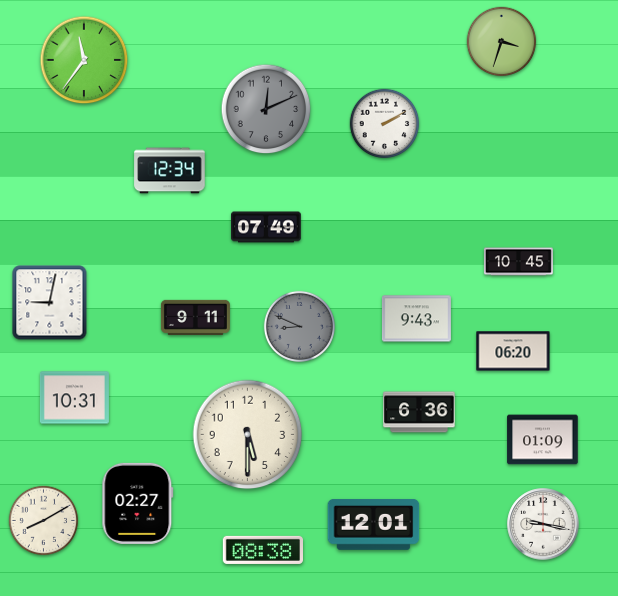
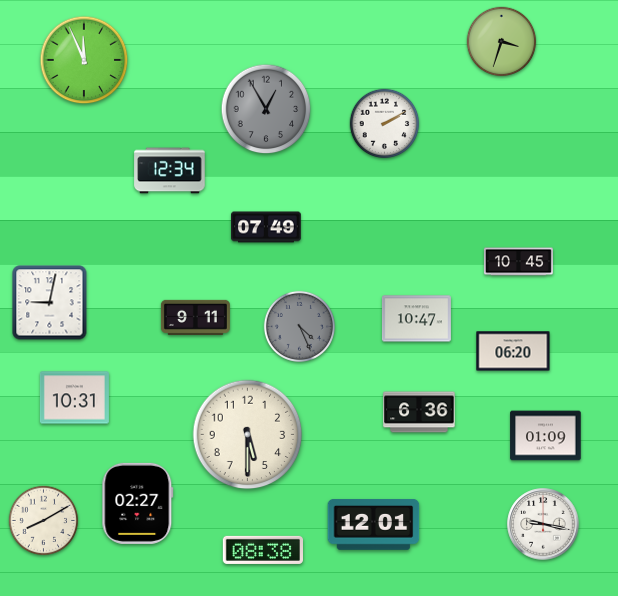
clock at (84, 60): 11:36 -> 11:56
clock at (266, 109): 12:11 -> 12:55
clock at (416, 319): 9:43 -> 10:47
clock at (299, 326): 8:49 -> 4:26
clock at (543, 440) position: (543, 440) -> (546, 436)
